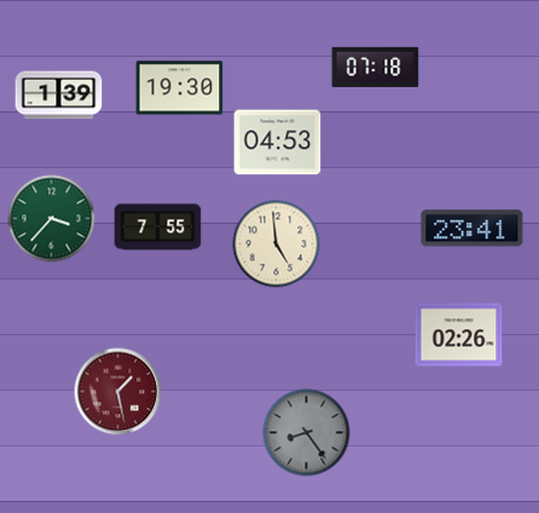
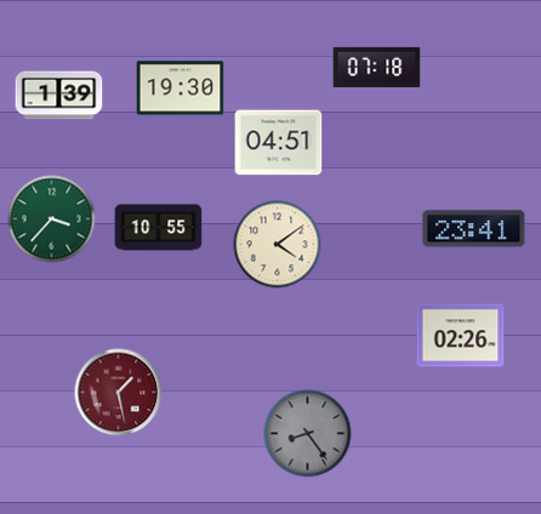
clock at (278, 143): 04:53 -> 04:51
clock at (158, 227): 7:55 -> 10:55
clock at (277, 244): 4:59 -> 4:09
